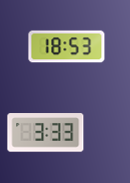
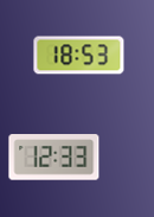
clock at (46, 133): 3:33 -> 12:33
